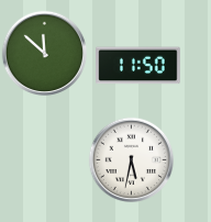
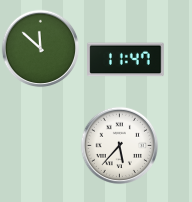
clock at (138, 66): 11:50 -> 11:47
clock at (131, 159): 5:32 -> 5:37
